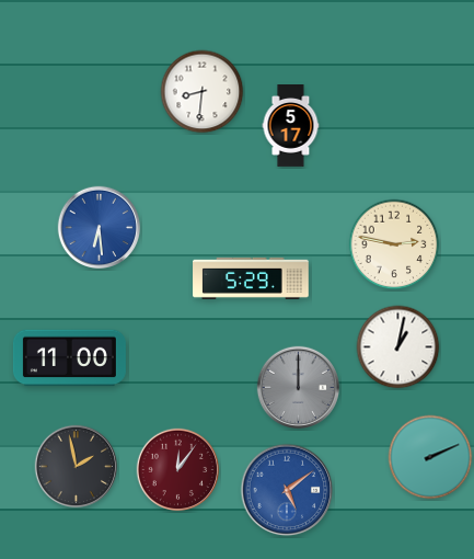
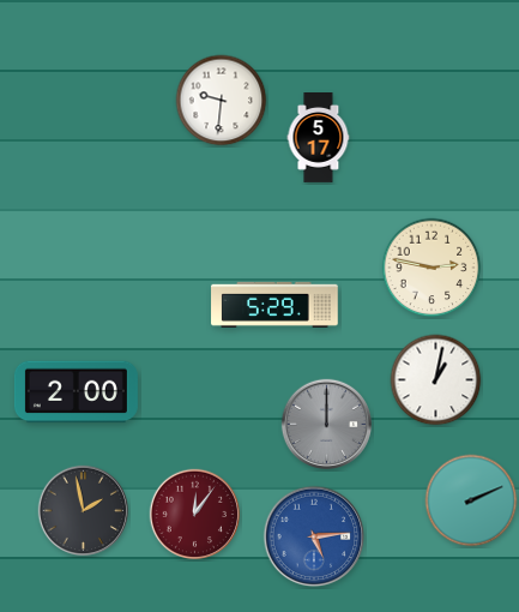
clock at (203, 92): 8:31 -> 9:31
clock at (100, 228): 6:29 -> none
clock at (69, 358): 11:00 -> 2:00
clock at (287, 490): 5:09 -> 5:14
